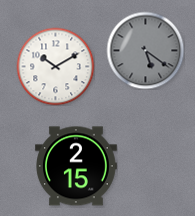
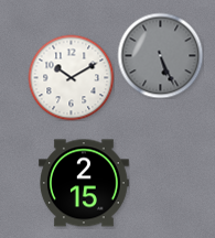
clock at (145, 50): 5:21 -> 5:26
clock at (55, 66) position: (55, 66) -> (71, 77)
